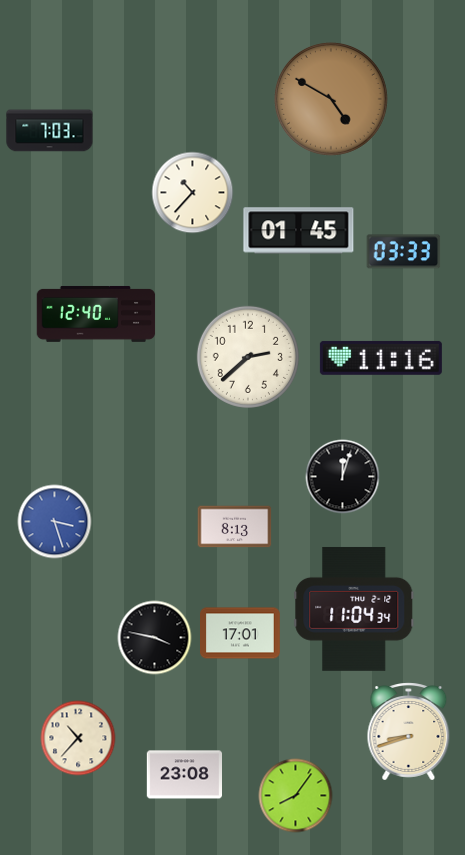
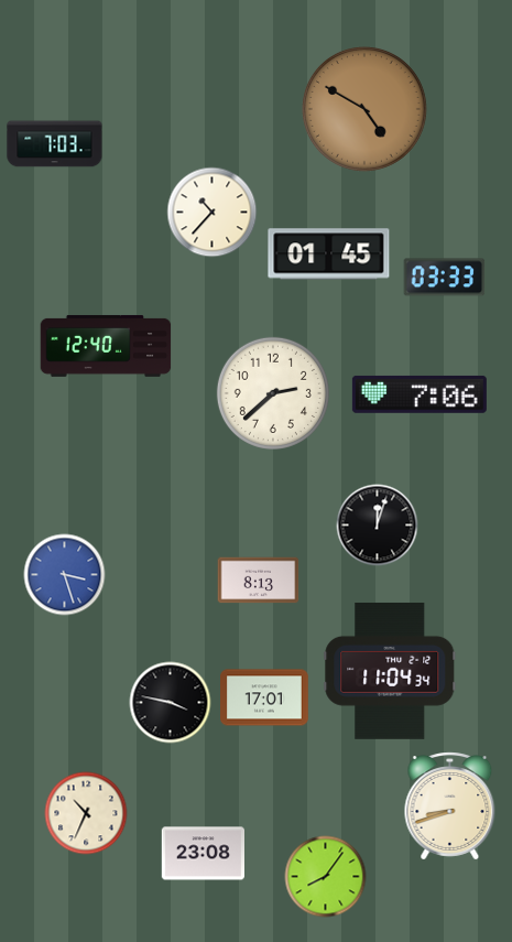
clock at (381, 358): 11:16 -> 7:06
clock at (55, 522) position: (55, 522) -> (65, 575)
clock at (78, 738): 10:37 -> 10:34
